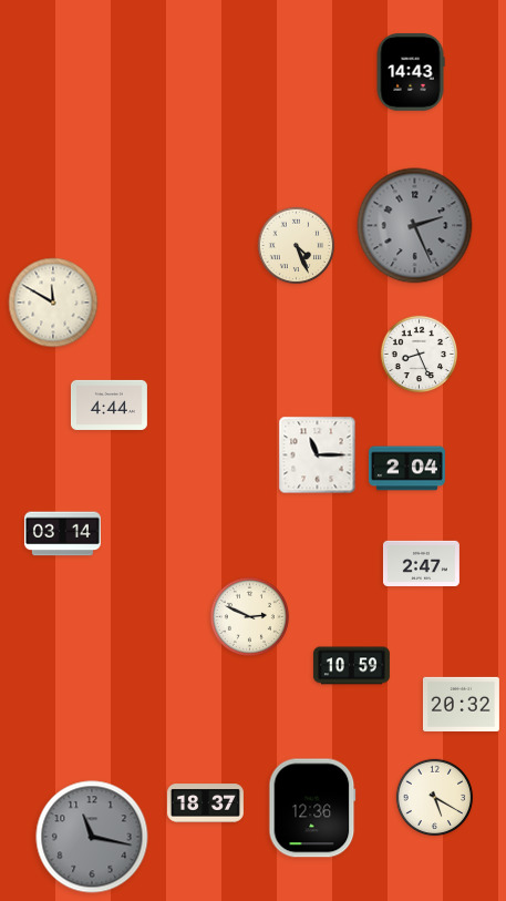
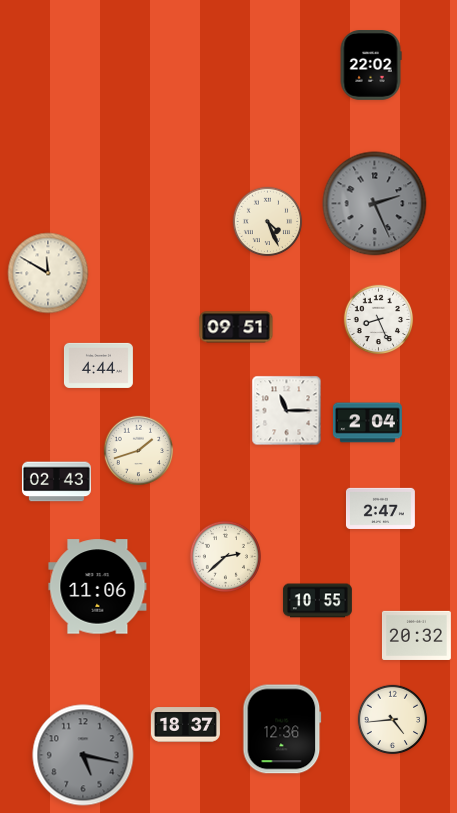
clock at (411, 72): 14:43 -> 22:02
clock at (236, 327): none -> 09:51
clock at (139, 451): none -> 1:42
clock at (62, 534): 03:14 -> 02:43
clock at (249, 616): 2:49 -> 2:38
clock at (98, 587): none -> 11:06
clock at (351, 666): 10:59 -> 10:55
clock at (435, 798): 5:20 -> 4:44
clock at (92, 837): 11:17 -> 5:17
